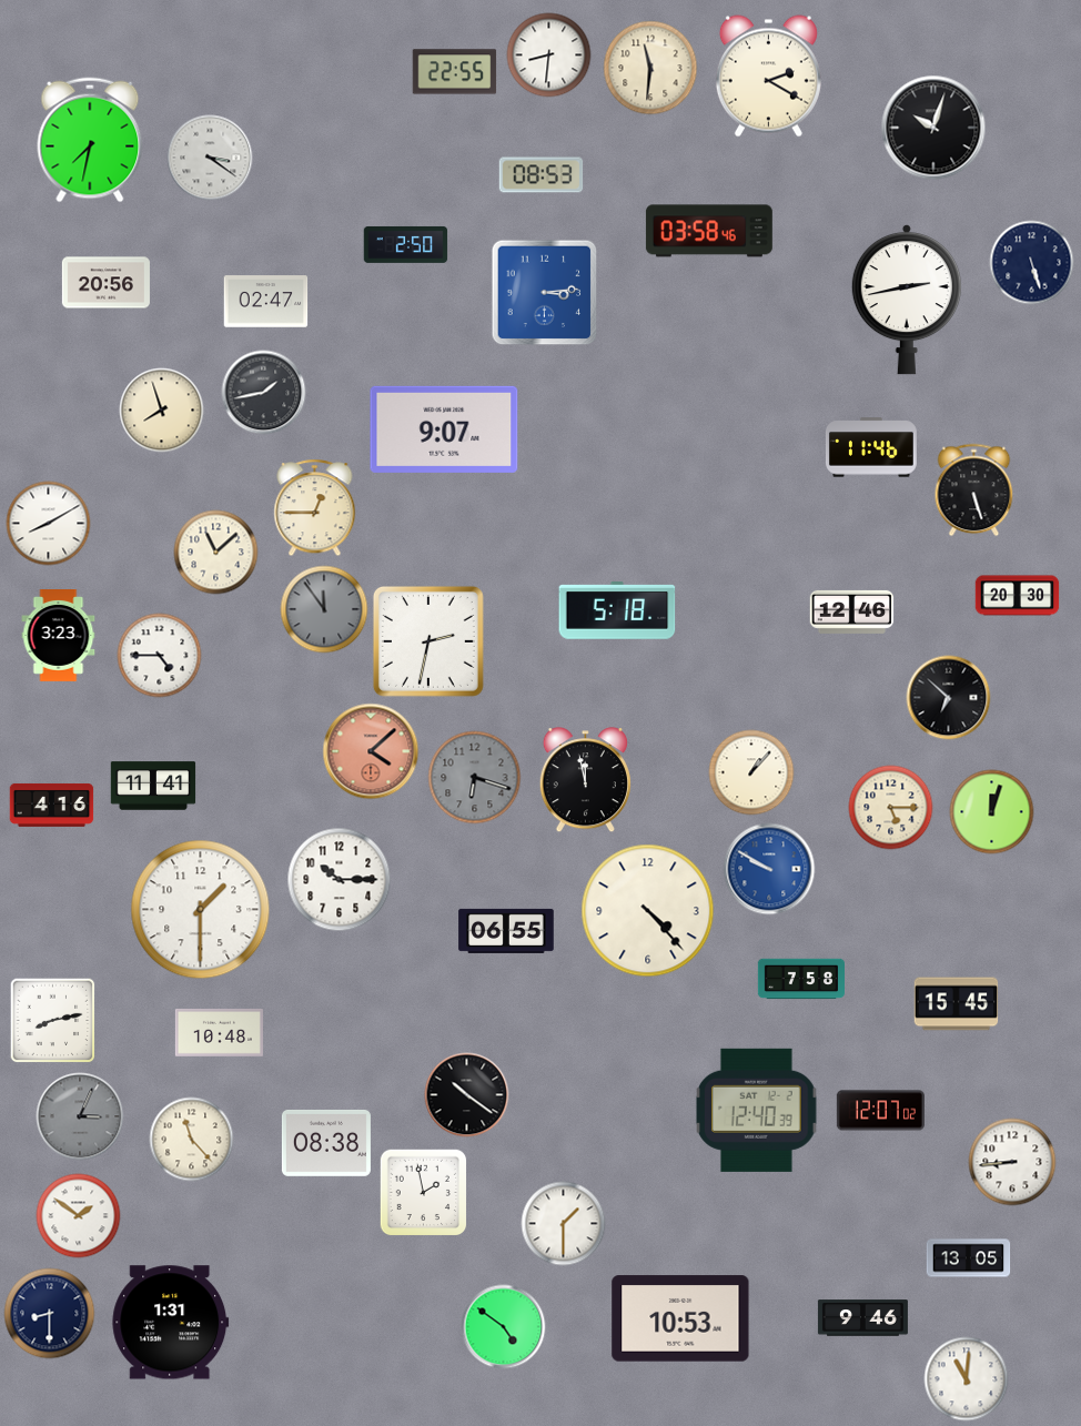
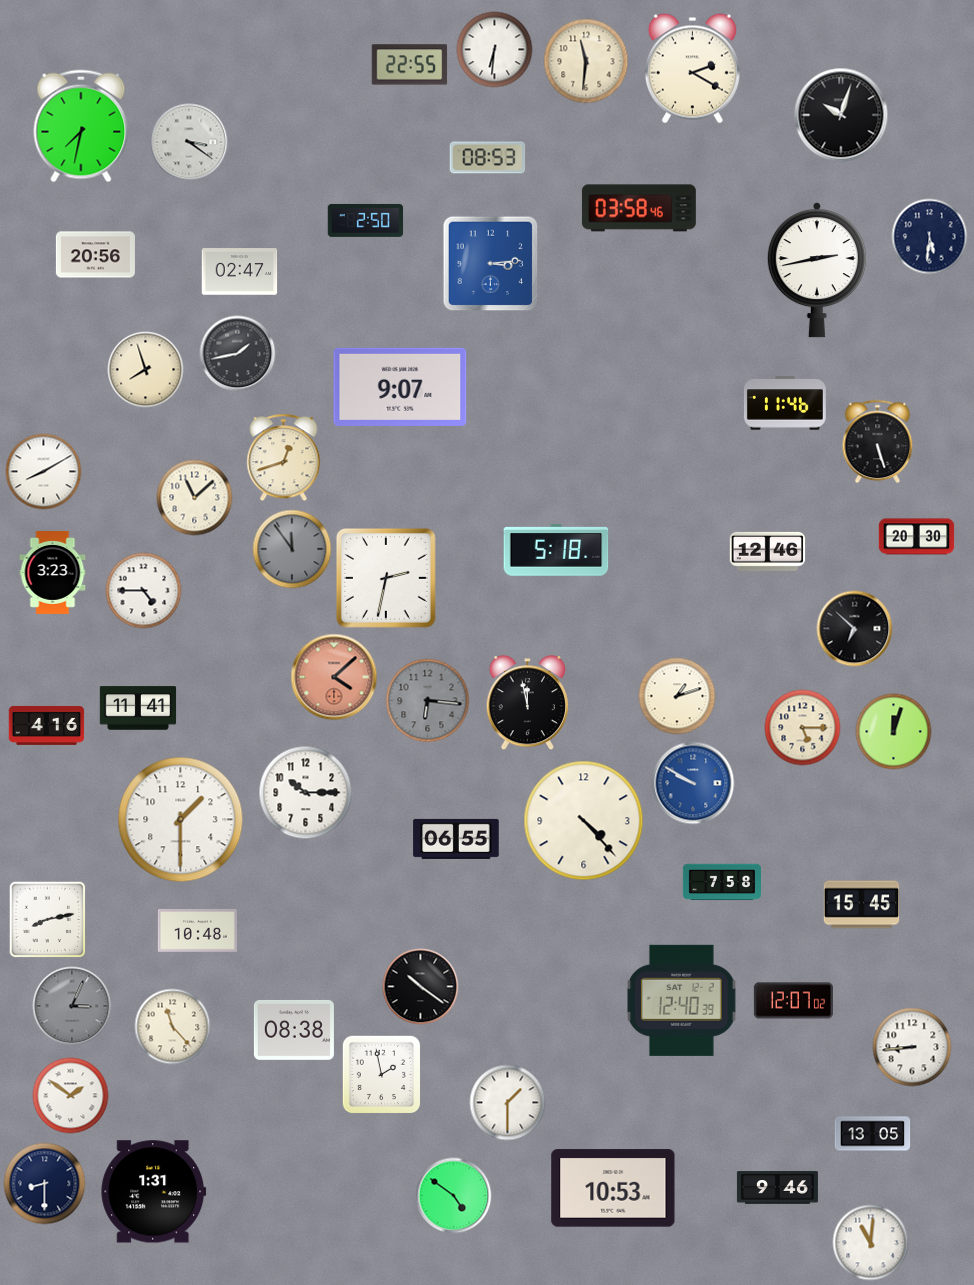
clock at (549, 55): 8:31 -> 6:31
clock at (1032, 263): 5:27 -> 5:31
clock at (315, 508): 12:45 -> 12:42
clock at (751, 772): 1:07 -> 1:12
clock at (475, 778): 6:18 -> 6:16
